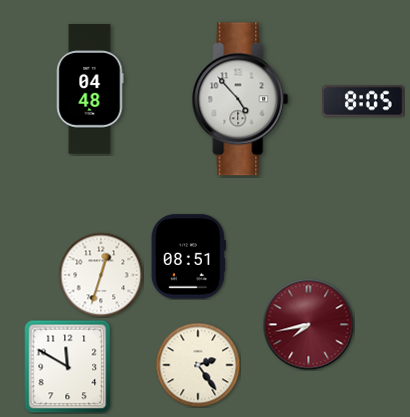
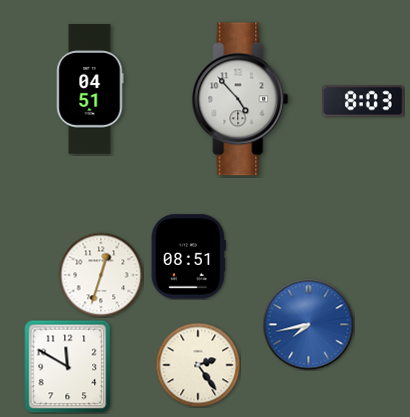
clock at (90, 89): 04:48 -> 04:51
clock at (363, 101): 8:05 -> 8:03
clock at (308, 324) dial: burgundy -> blue
